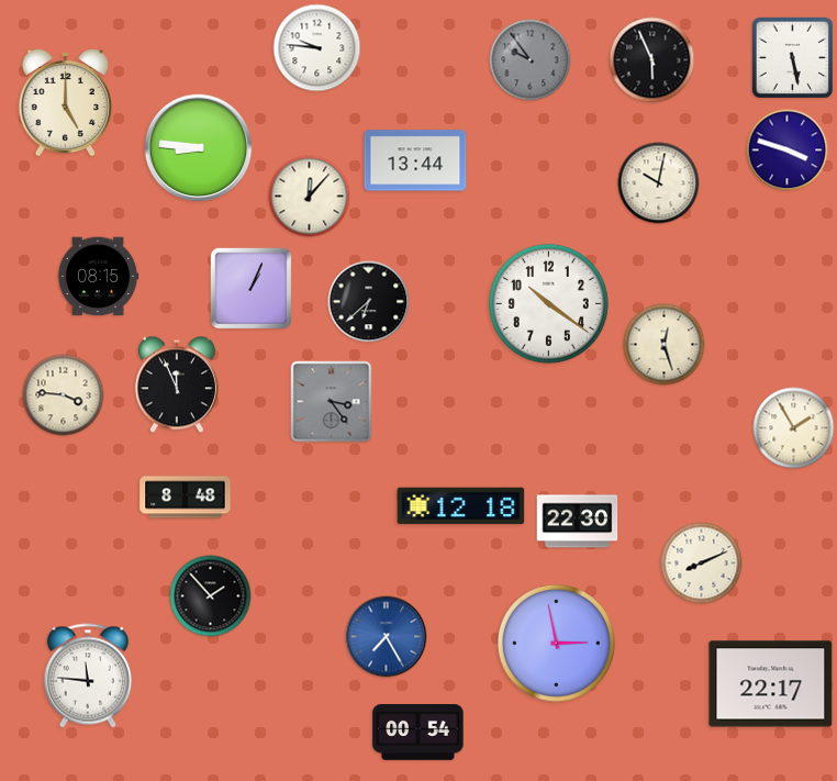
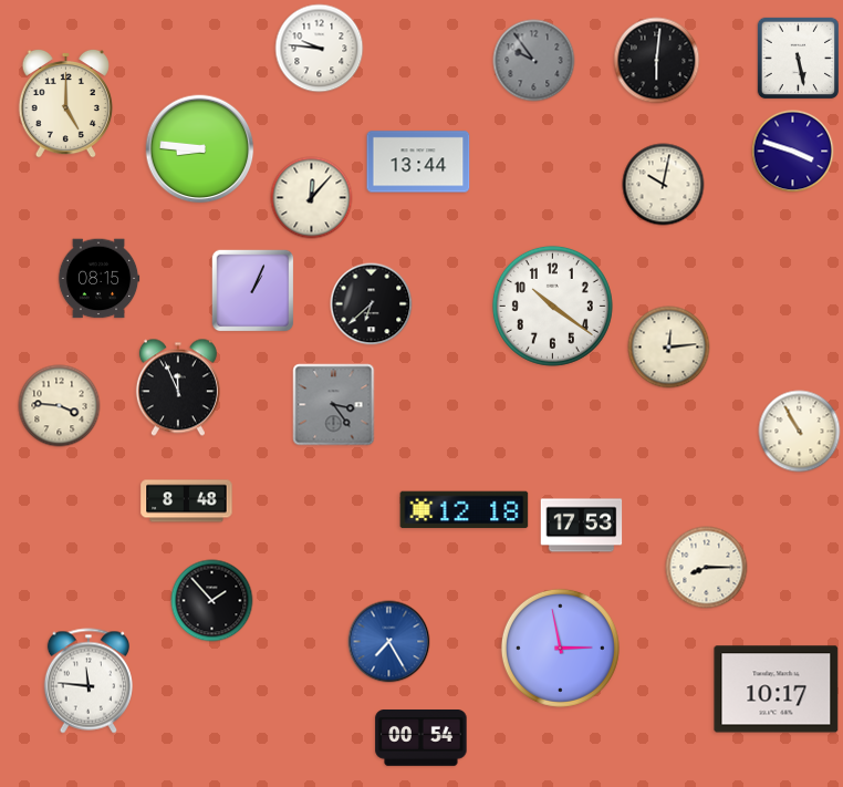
clock at (652, 60): 5:56 -> 6:01
clock at (665, 345): 12:27 -> 12:14
clock at (64, 395) position: (64, 395) -> (60, 406)
clock at (794, 428): 1:55 -> 10:55
clock at (578, 522): 22:30 -> 17:53
clock at (702, 564): 8:11 -> 8:15
clock at (771, 684): 22:17 -> 10:17
